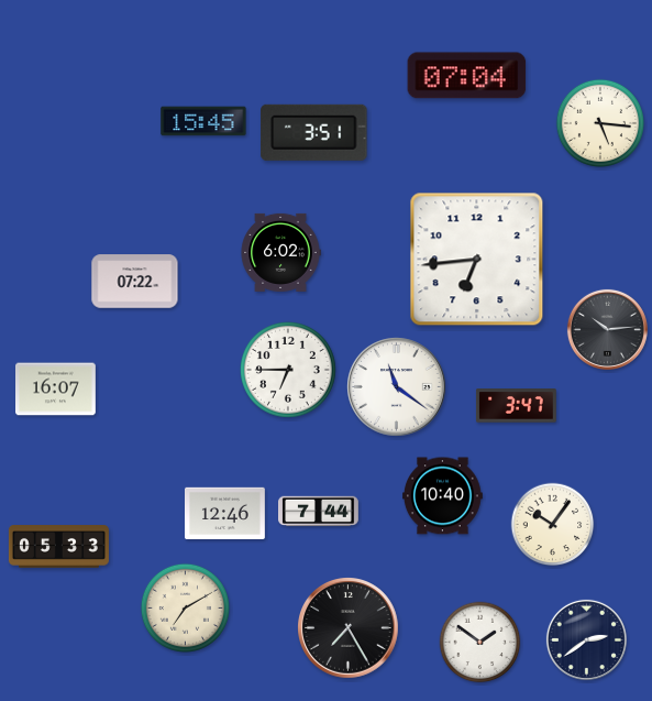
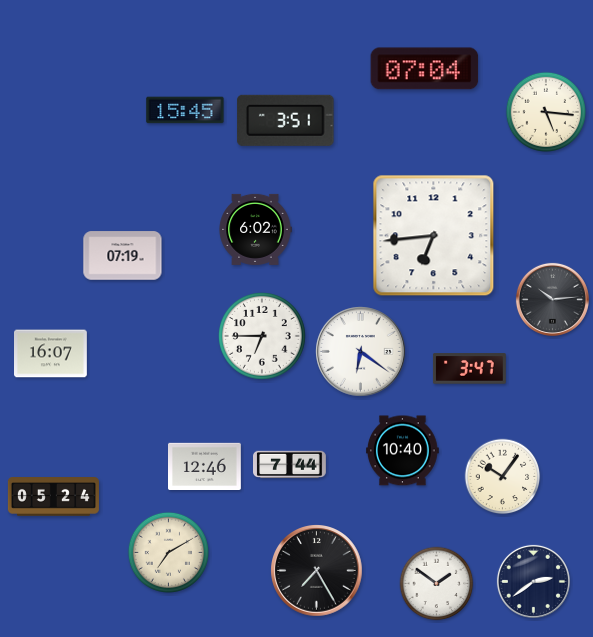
clock at (135, 282): 07:22 -> 07:19
clock at (397, 387): 11:21 -> 6:21
clock at (58, 547): 05:33 -> 05:24
